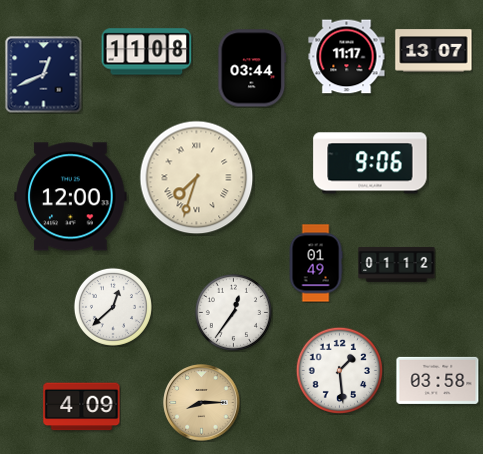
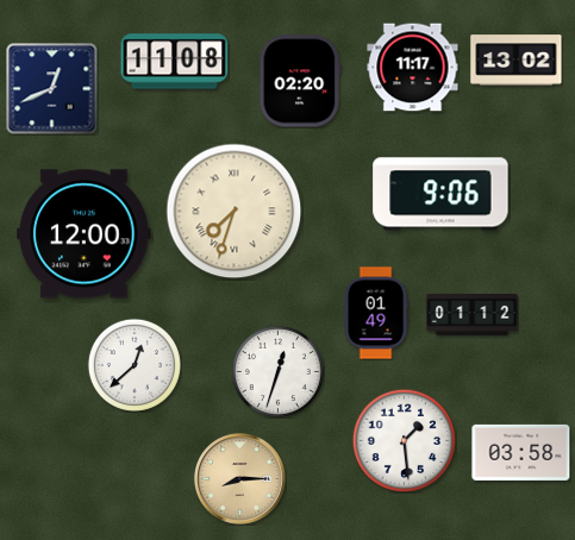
clock at (434, 51): 13:07 -> 13:02
clock at (252, 68): 03:44 -> 02:20
clock at (233, 312): 12:36 -> 12:33
clock at (82, 407): 4:09 -> none
